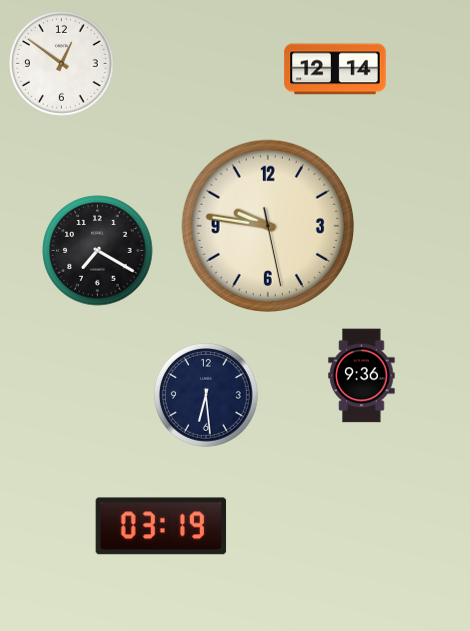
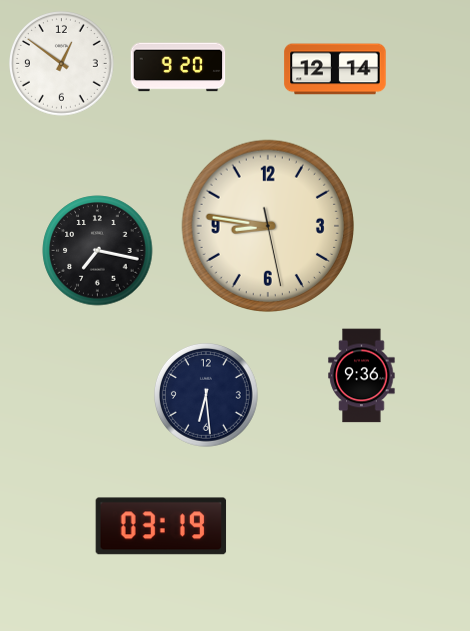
clock at (178, 67): none -> 9:20
clock at (268, 226): 9:46 -> 8:46
clock at (98, 251): 7:20 -> 7:17
